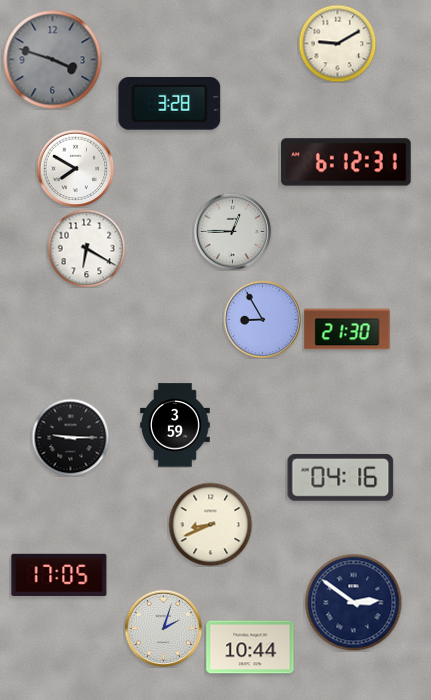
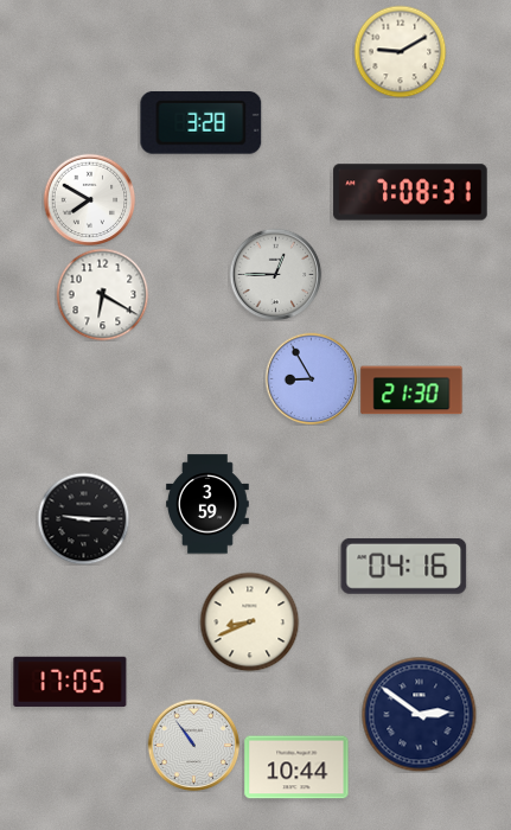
clock at (53, 60): 3:48 -> none
clock at (346, 162): 6:12 -> 7:08
clock at (163, 628): 2:03 -> 10:54
